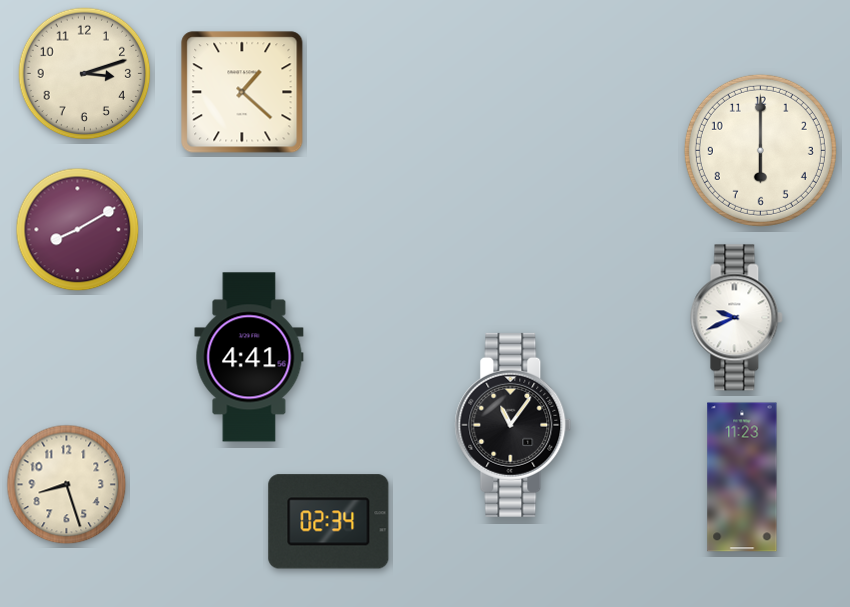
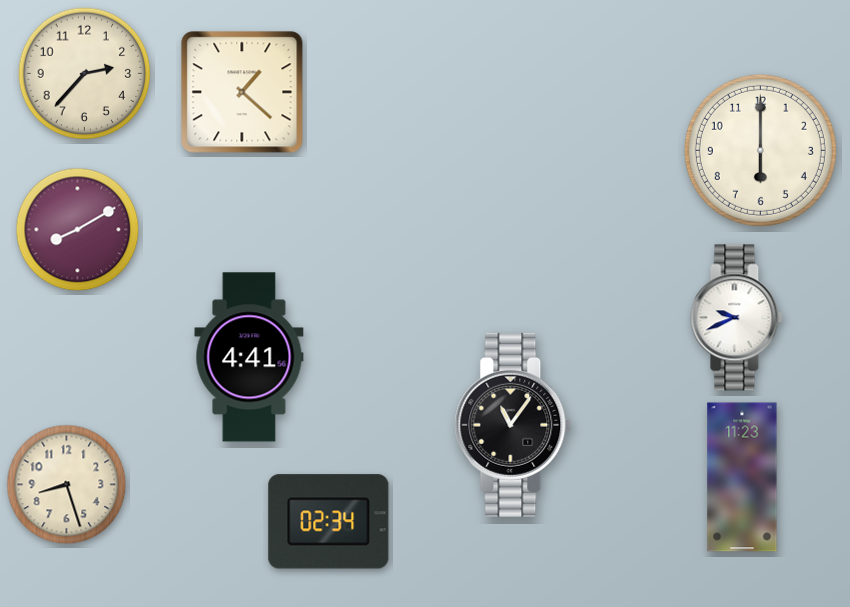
clock at (85, 74): 3:12 -> 2:37
